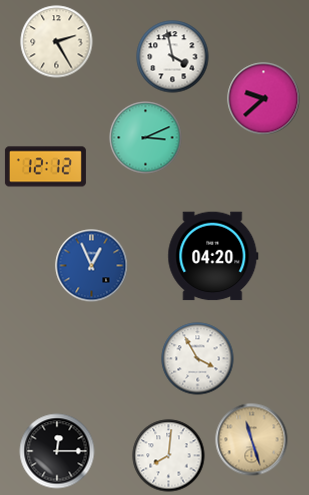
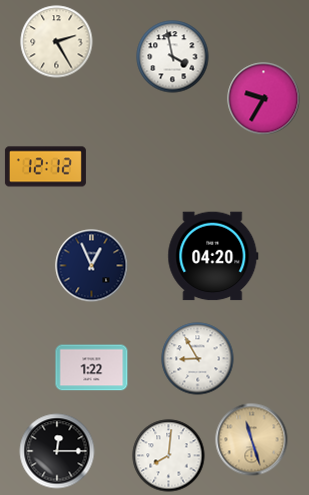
clock at (264, 99): 9:38 -> 9:35
clock at (146, 138): 3:11 -> none
clock at (92, 266) dial: blue -> navy
clock at (198, 359): 3:55 -> 8:55
clock at (92, 368): none -> 1:22
